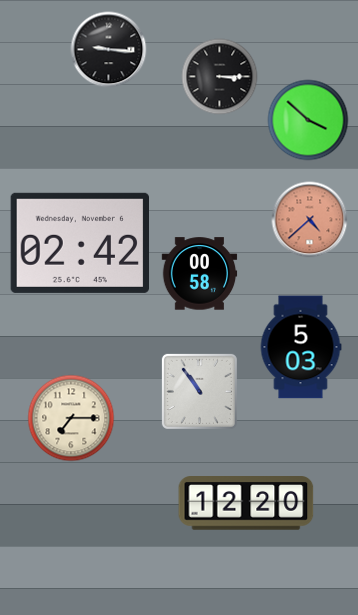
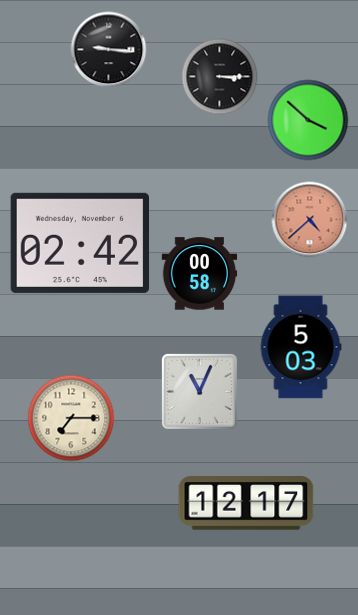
clock at (199, 391): 10:54 -> 11:04
clock at (246, 504): 12:20 -> 12:17
